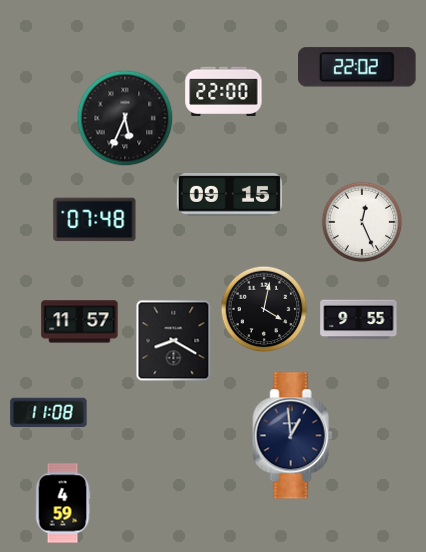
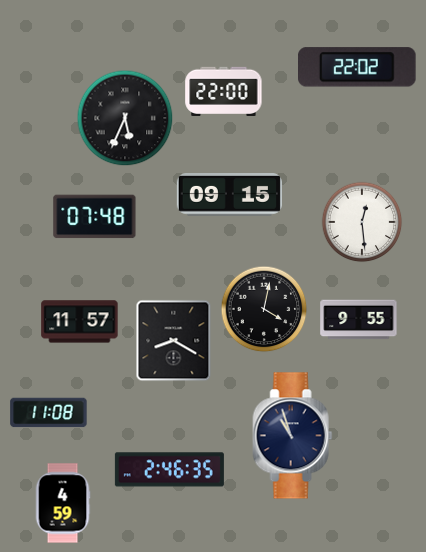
clock at (95, 220) position: (95, 220) -> (95, 217)
clock at (362, 222): 12:26 -> 12:29
clock at (293, 436): 12:59 -> 10:57
clock at (169, 470): none -> 2:46
